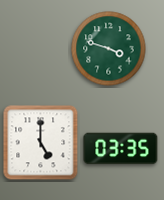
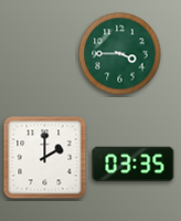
clock at (109, 49): 3:48 -> 3:45
clock at (41, 143): 5:00 -> 2:00
